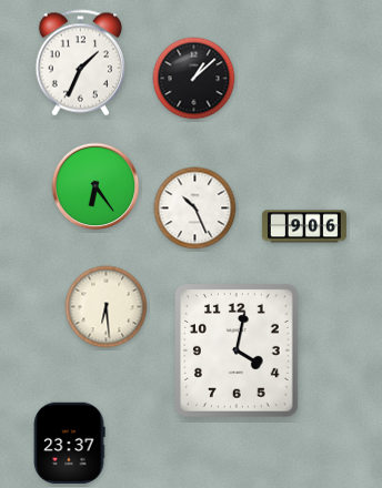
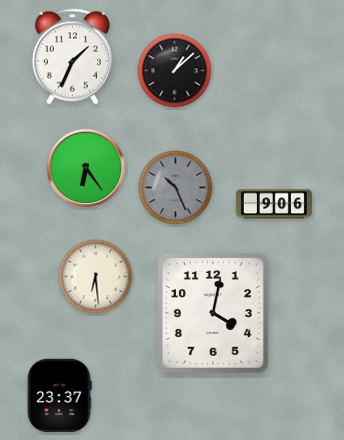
clock at (195, 209) dial: white -> grey
clock at (238, 350) position: (238, 350) -> (214, 313)
clock at (69, 444) position: (69, 444) -> (59, 396)
